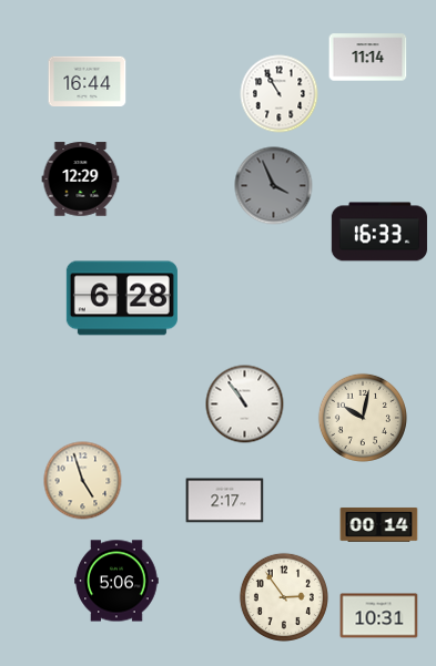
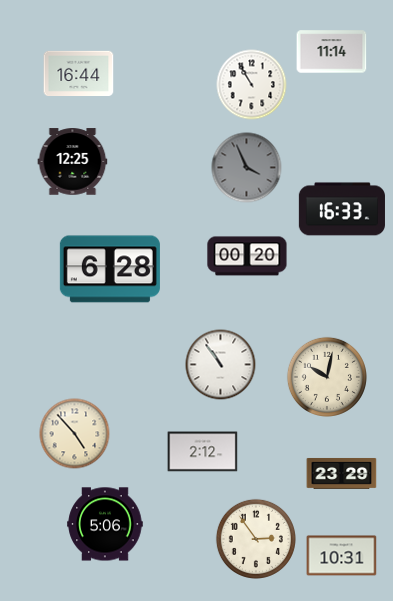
clock at (81, 180): 12:29 -> 12:25
clock at (247, 256): none -> 00:20
clock at (83, 481): 4:57 -> 4:53
clock at (225, 501): 2:17 -> 2:12
clock at (379, 524): 00:14 -> 23:29
